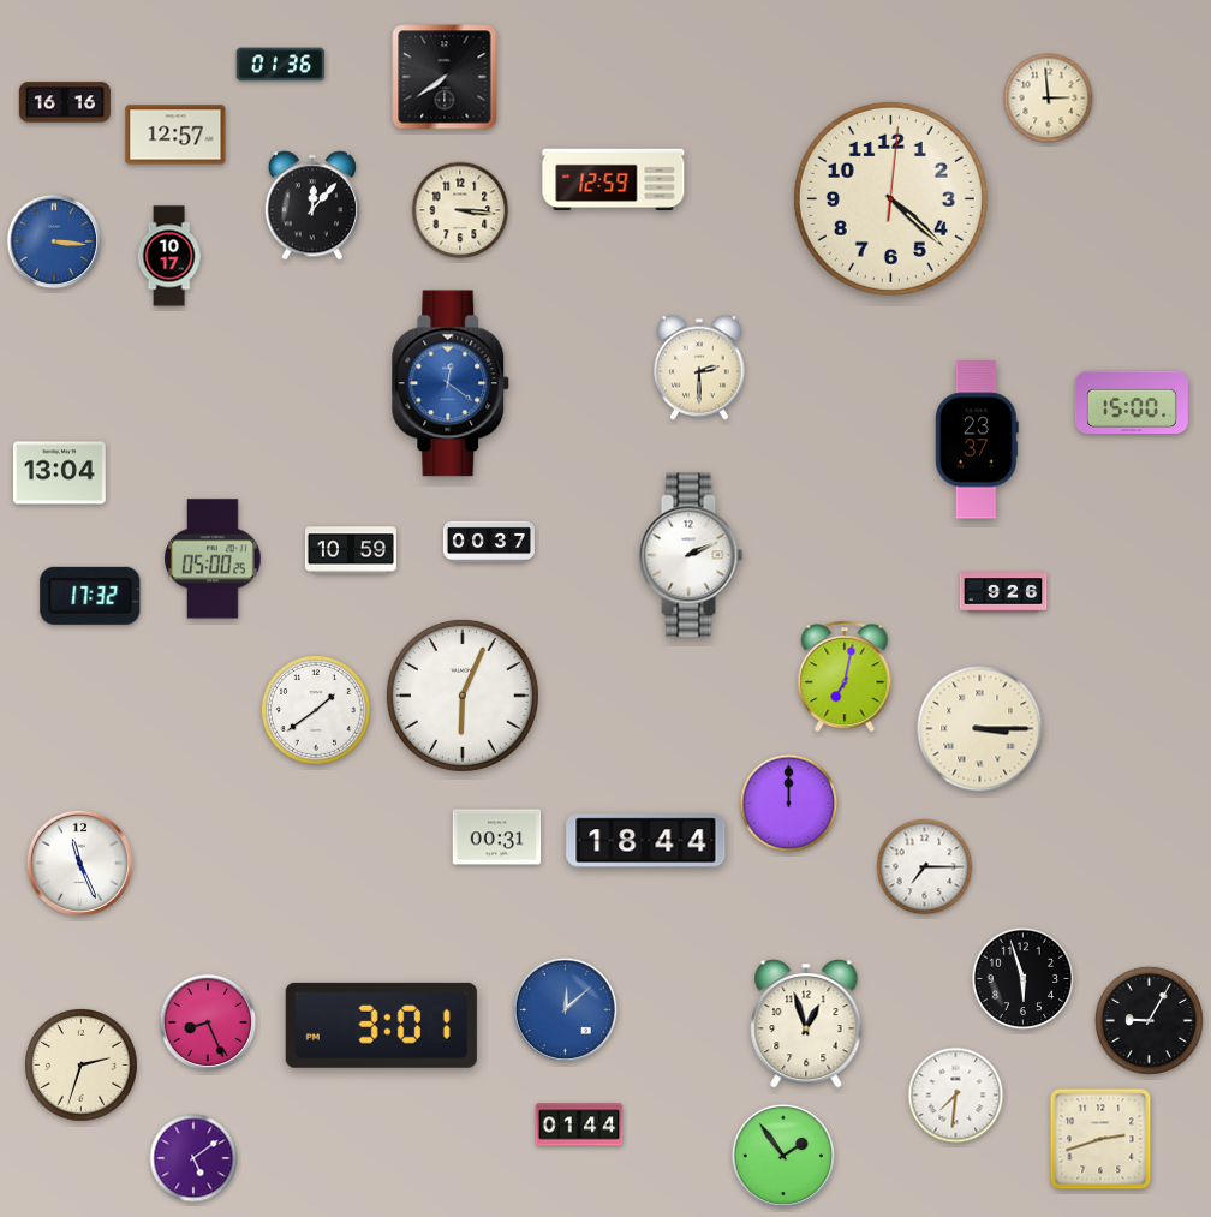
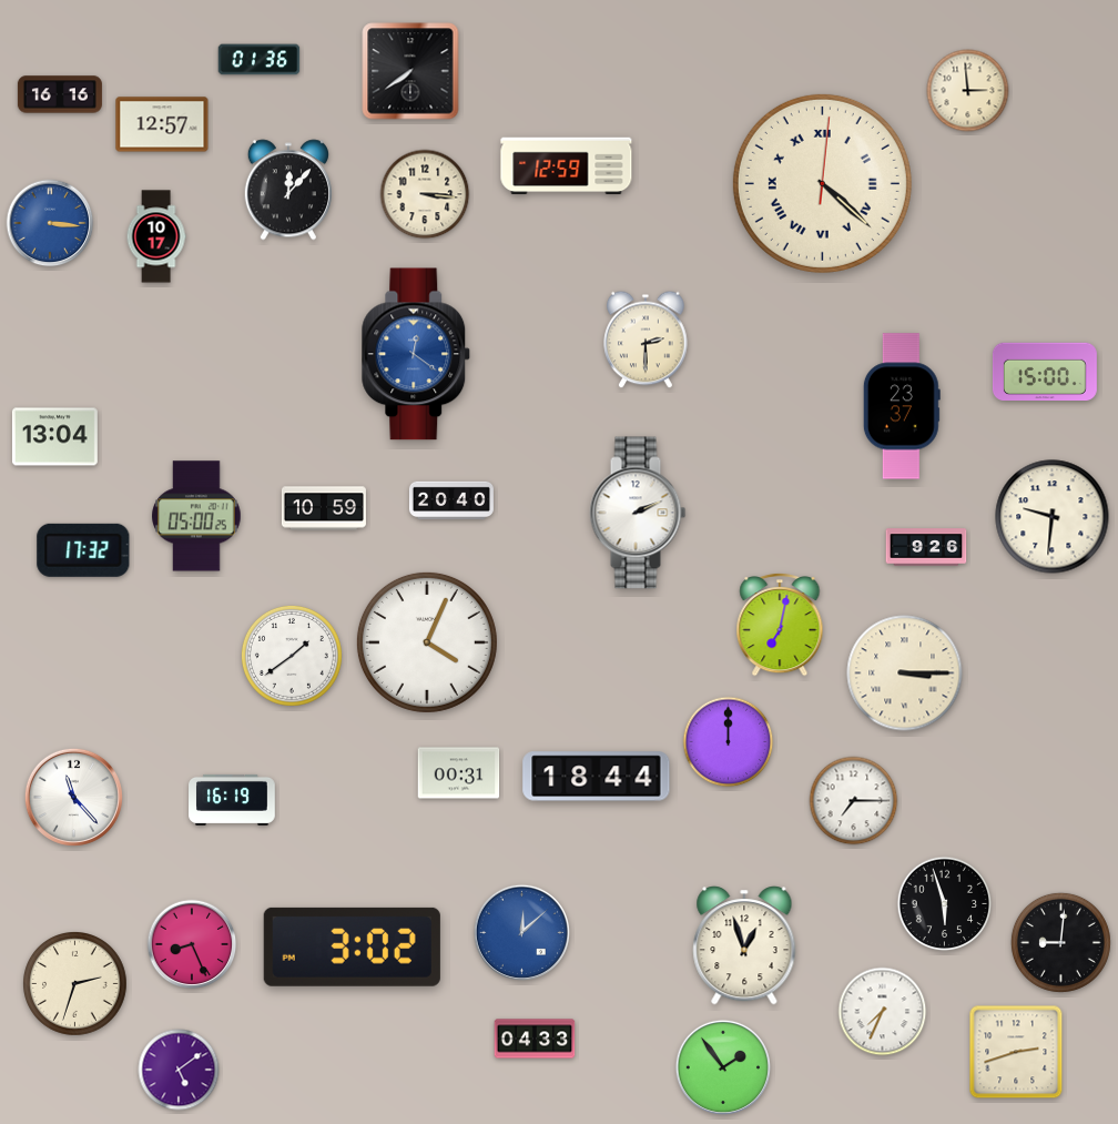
clock at (890, 198) numerals: Arabic -> Roman
clock at (489, 542): 00:37 -> 20:40
clock at (1053, 517): none -> 9:31
clock at (463, 696): 6:04 -> 4:04
clock at (79, 863): 11:26 -> 11:23
clock at (232, 800): none -> 16:19
clock at (1149, 1020): 9:05 -> 9:01
clock at (381, 1025): 3:01 -> 3:02
clock at (956, 1096): 7:31 -> 7:34
clock at (579, 1124): 01:44 -> 04:33
